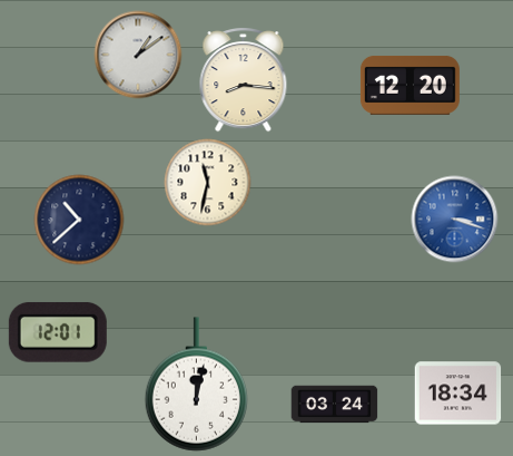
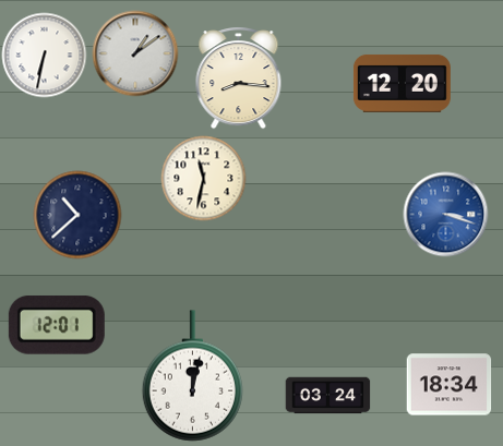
clock at (44, 55): none -> 6:32
